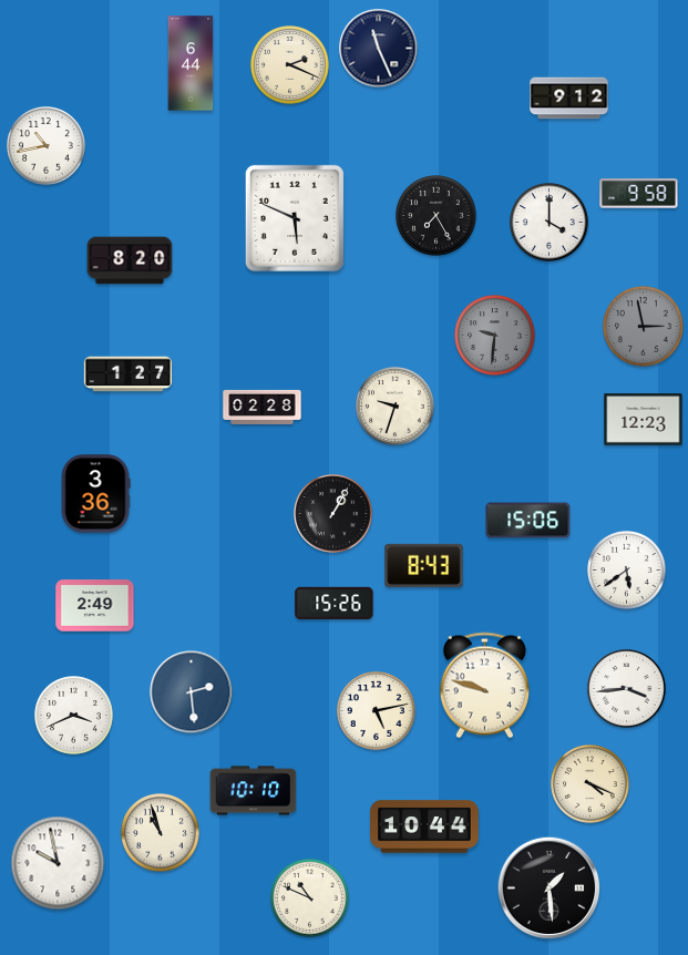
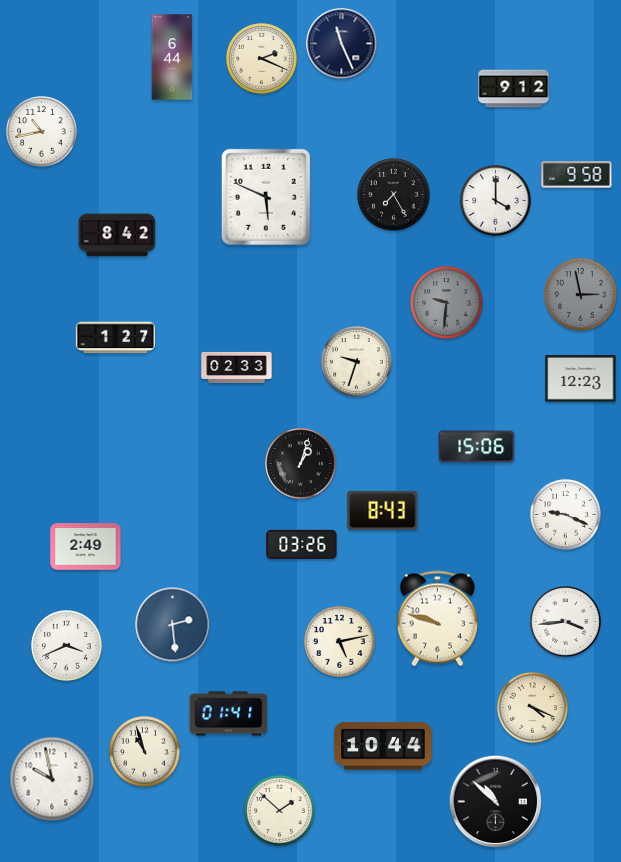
clock at (130, 260): 8:20 -> 8:42
clock at (263, 407): 02:28 -> 02:33
clock at (396, 407) position: (396, 407) -> (357, 362)
clock at (95, 494): 3:36 -> none
clock at (333, 514): 1:05 -> 1:03
clock at (528, 521) position: (528, 521) -> (477, 447)
clock at (627, 571): 5:39 -> 9:19
clock at (335, 603): 15:26 -> 03:26
clock at (254, 791): 10:10 -> 01:41
clock at (550, 889): 1:29 -> 10:52
clock at (310, 898): 10:49 -> 1:52
